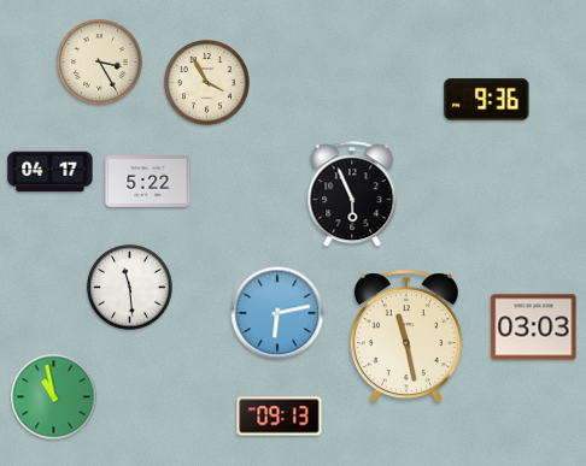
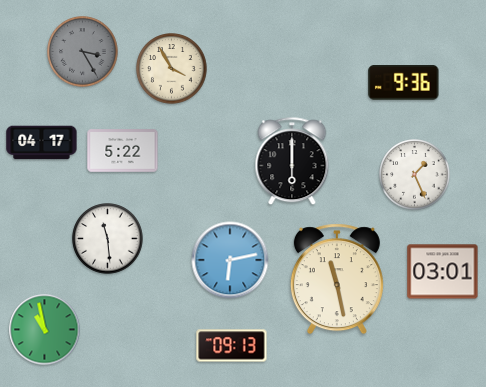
clock at (100, 63) dial: cream -> grey
clock at (352, 195): 5:56 -> 6:00
clock at (415, 175): none -> 1:26
clock at (534, 328): 03:03 -> 03:01
